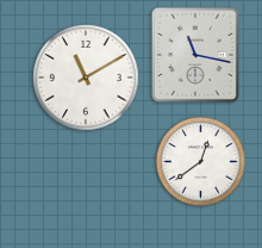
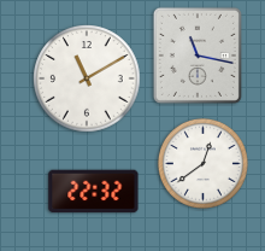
clock at (94, 192): none -> 22:32
